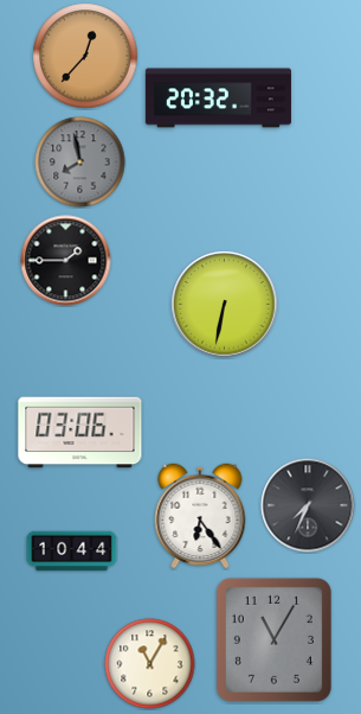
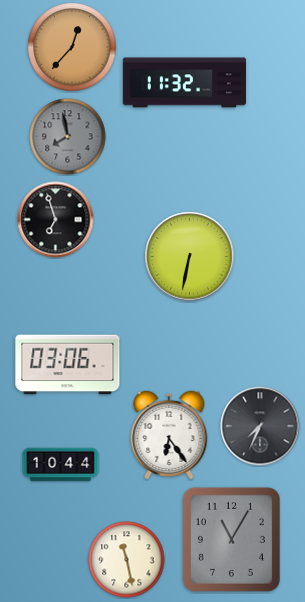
clock at (218, 98): 20:32 -> 11:32
clock at (66, 261): 1:45 -> 6:57
clock at (150, 664): 11:05 -> 11:28
